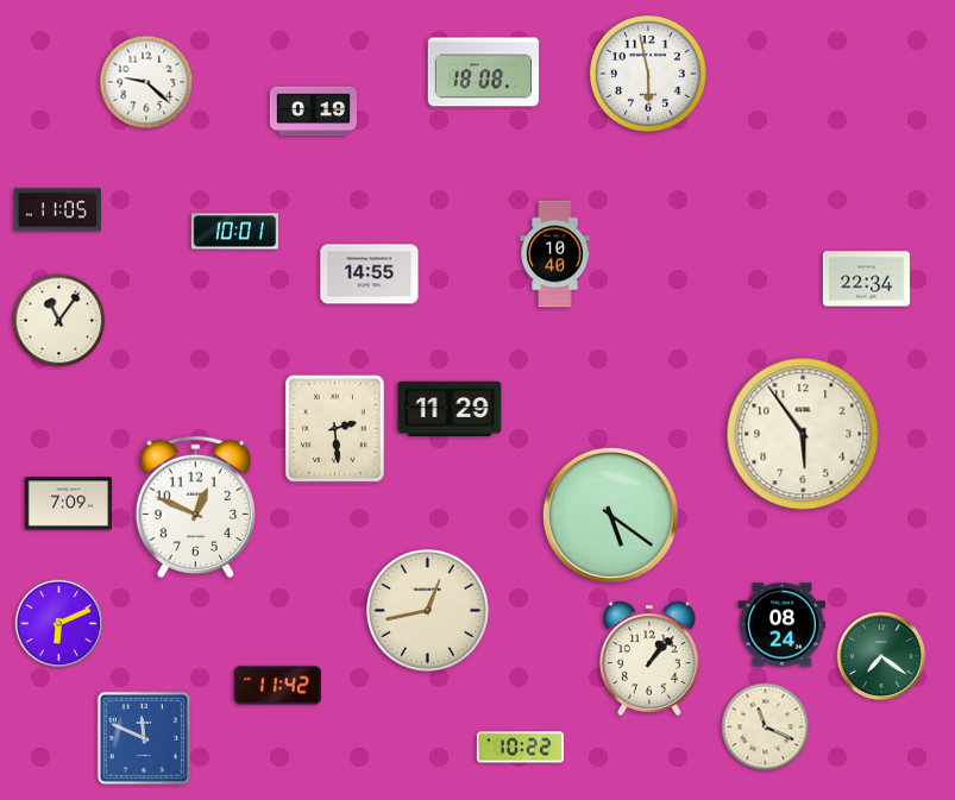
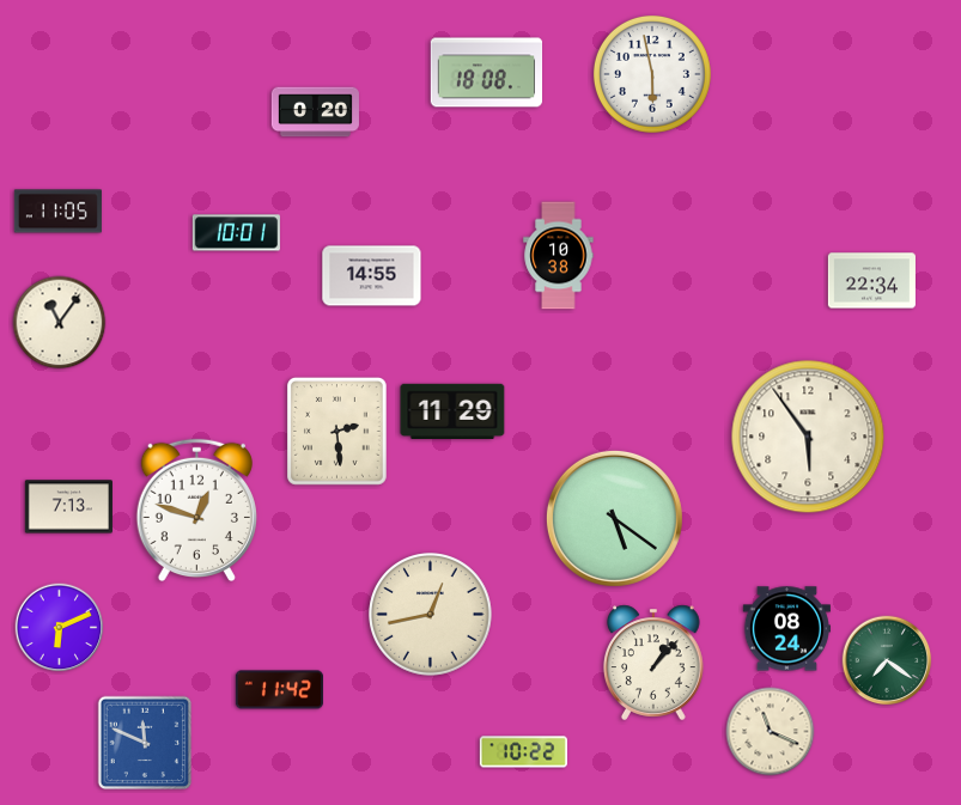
clock at (146, 82): 9:22 -> none
clock at (313, 112): 0:19 -> 0:20
clock at (555, 254): 10:40 -> 10:38
clock at (68, 504): 7:09 -> 7:13
clock at (195, 508): 12:49 -> 12:48
